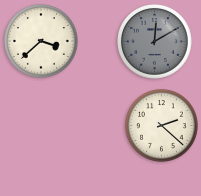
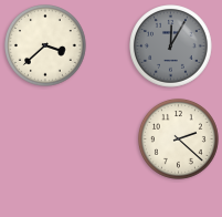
clock at (155, 42): 12:10 -> 12:05
